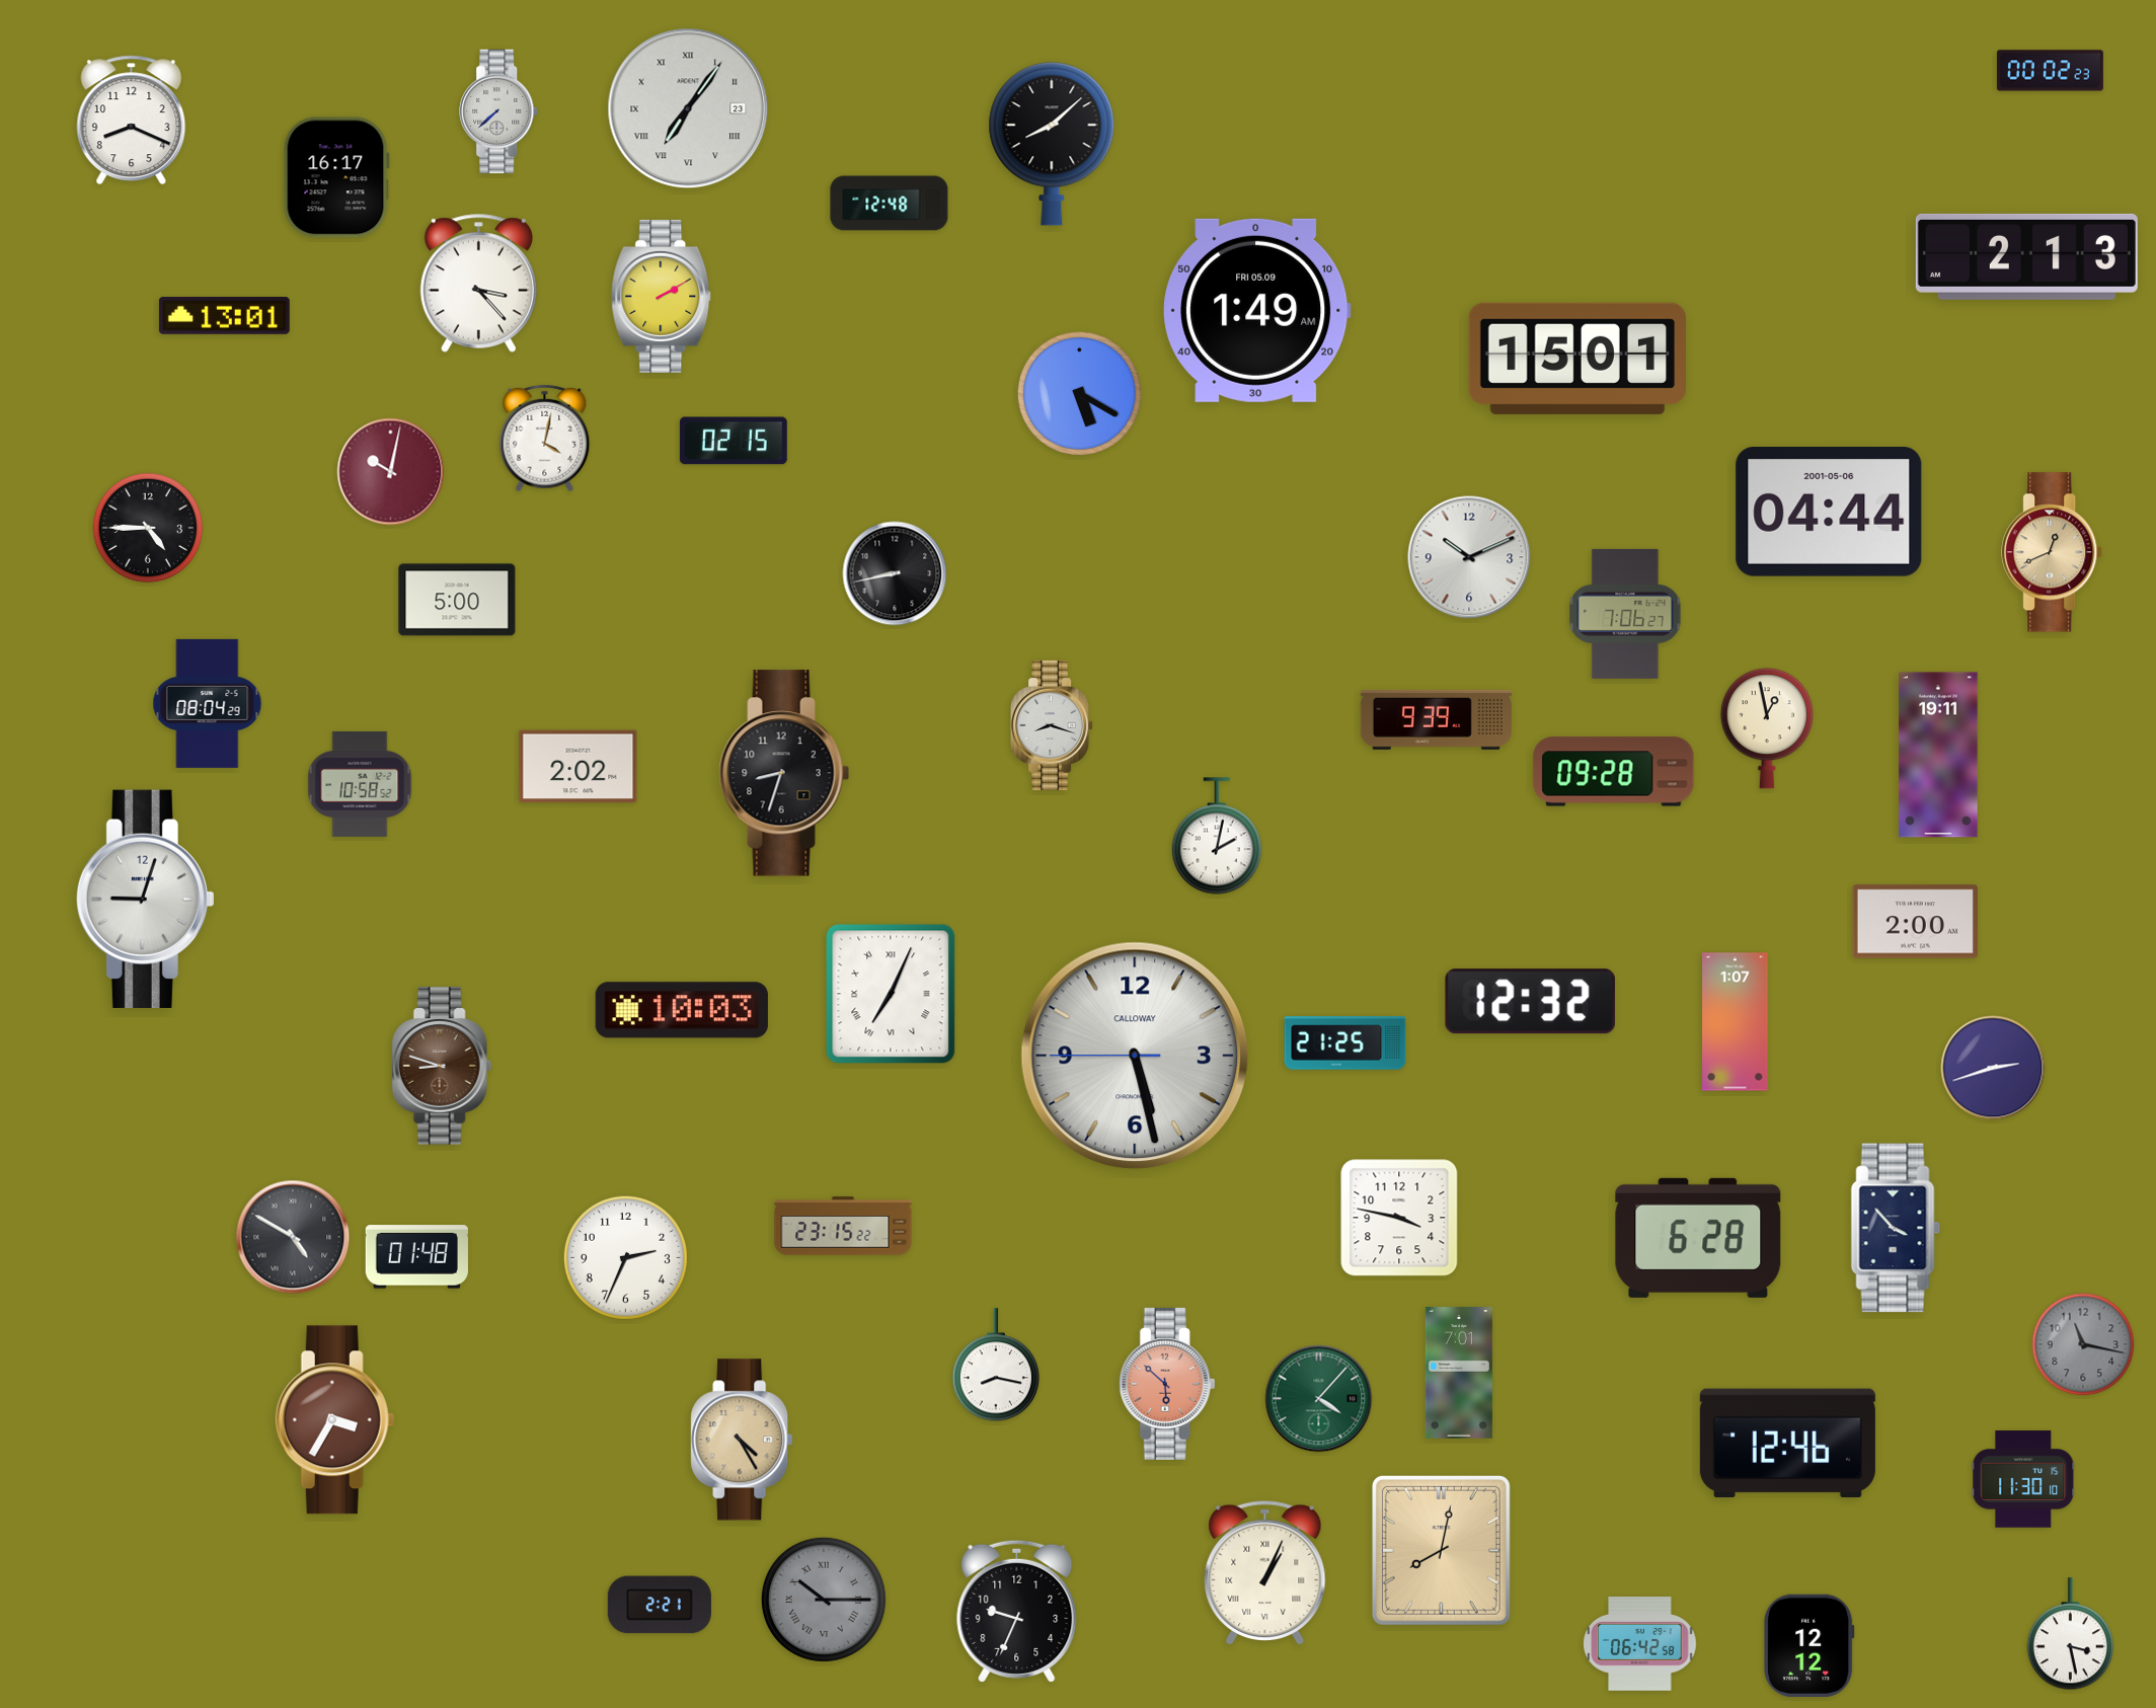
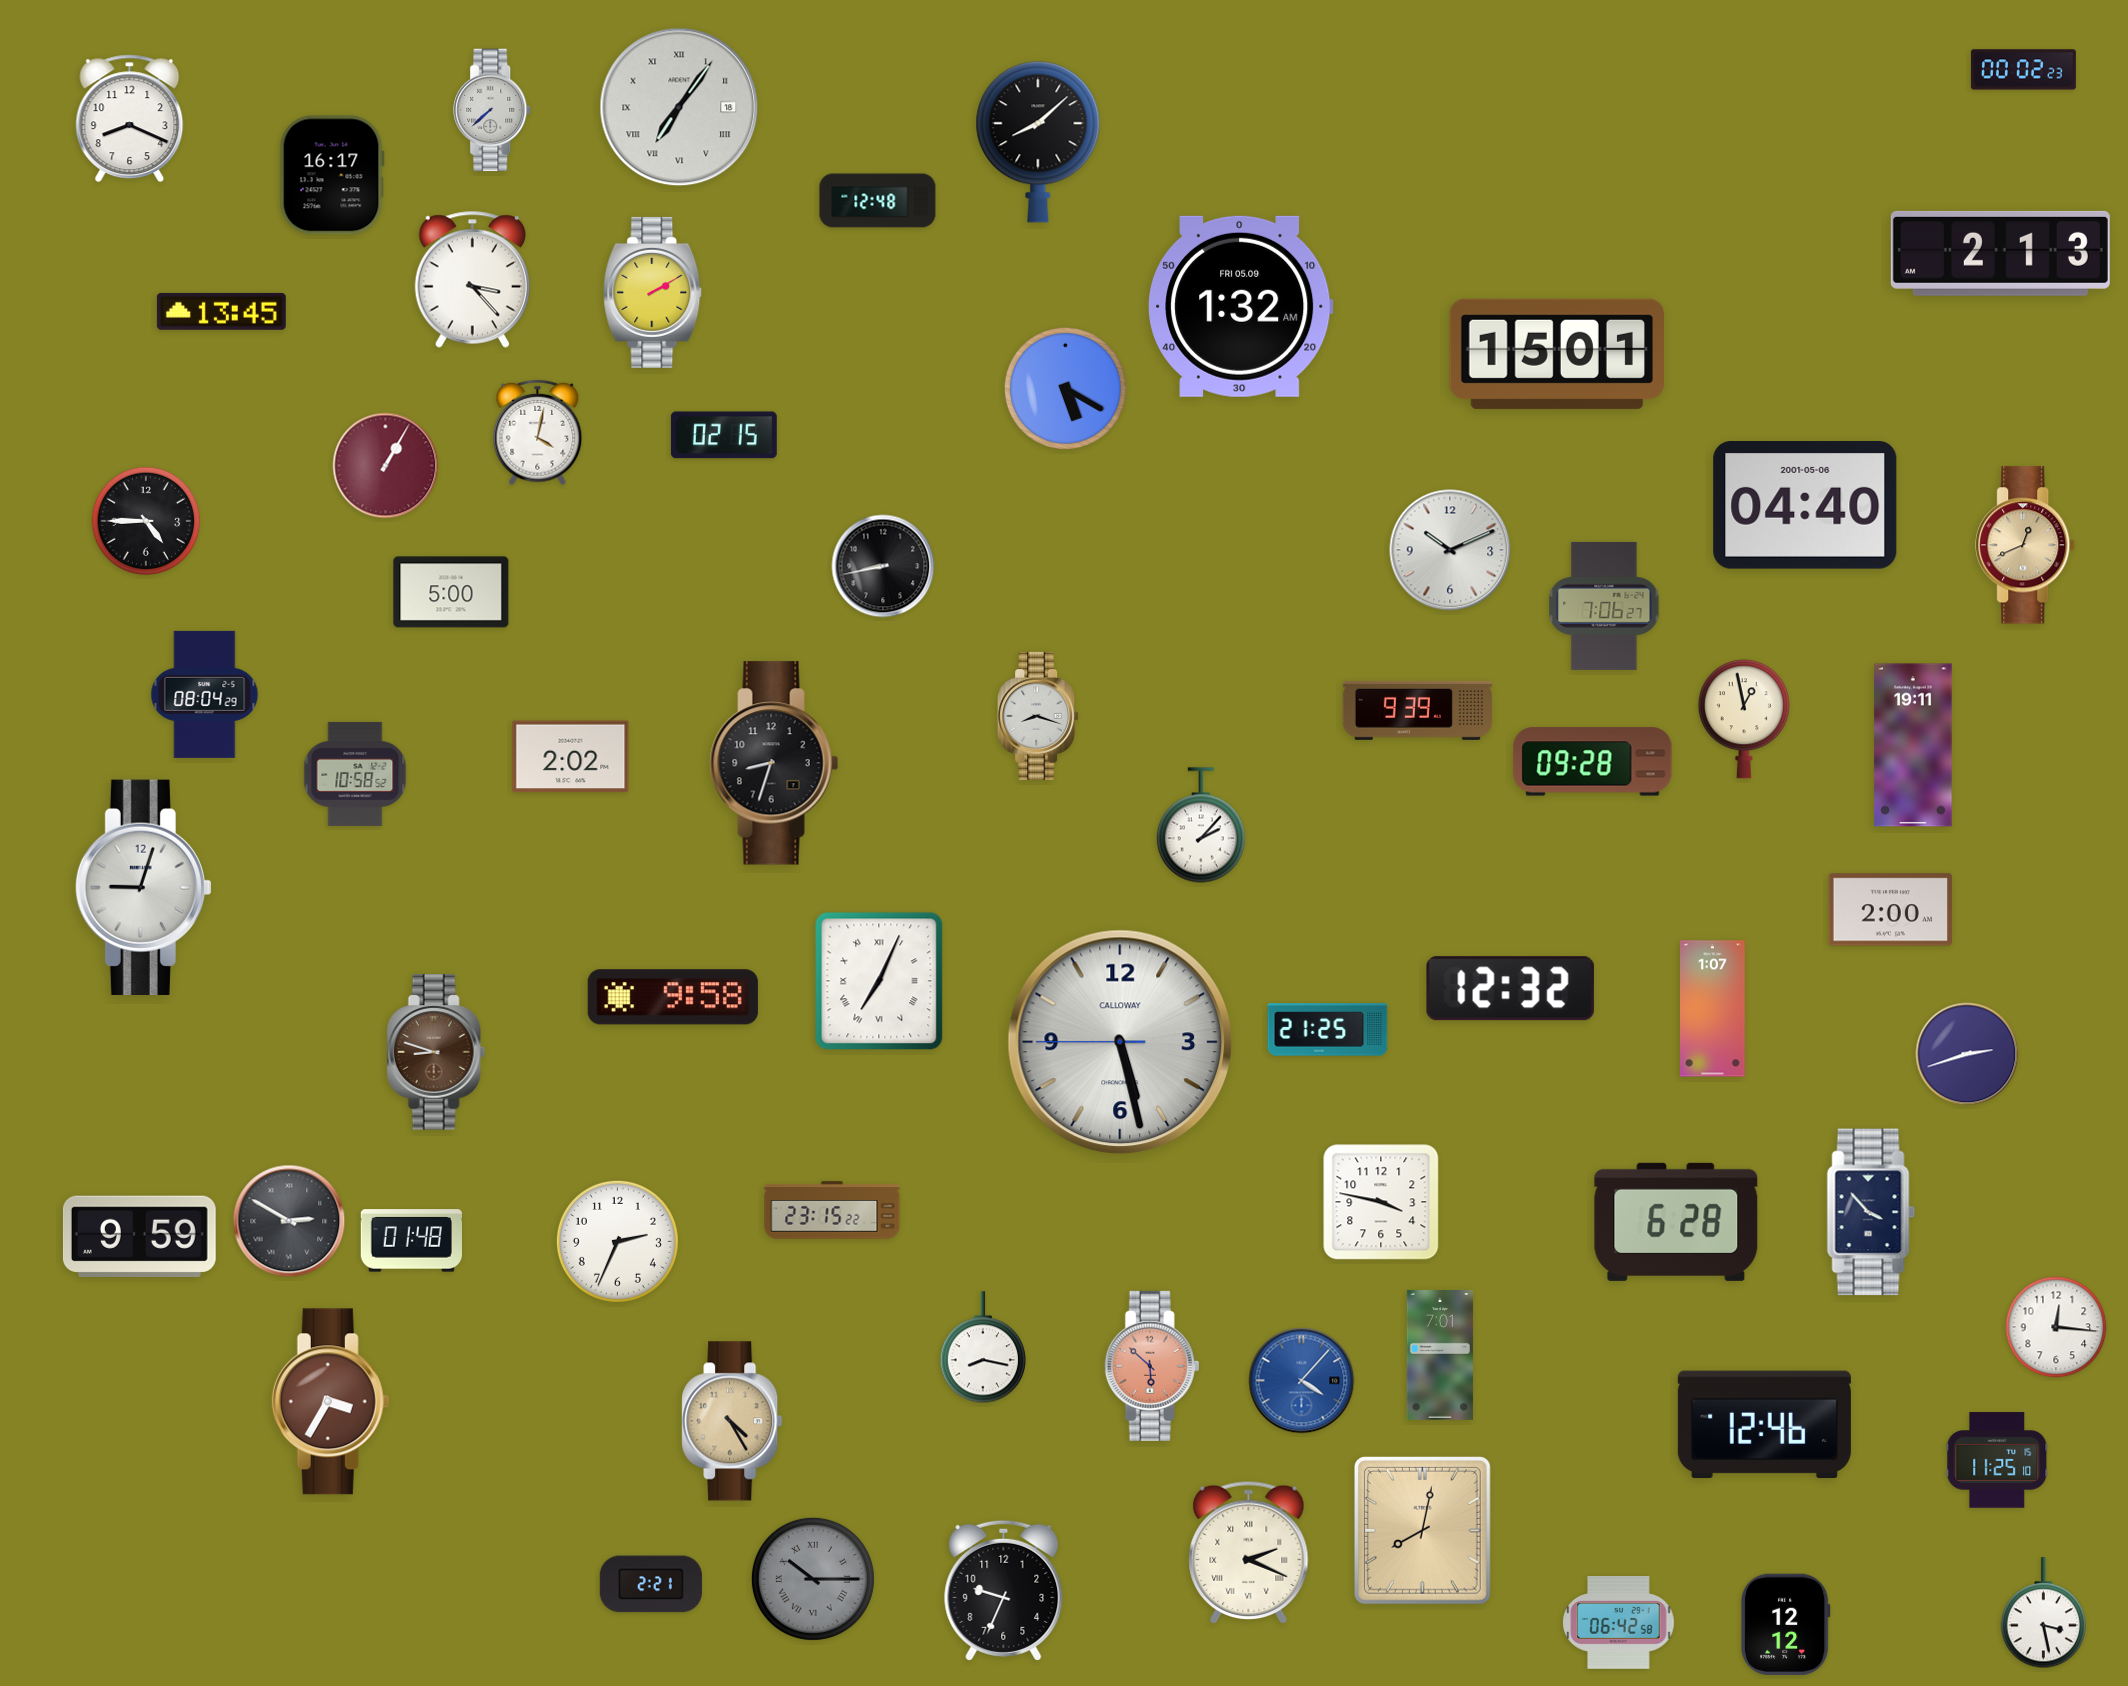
clock at (688, 108) date: 23 -> 18
clock at (1257, 310): 1:49 -> 1:32
clock at (224, 315): 13:01 -> 13:45
clock at (391, 472): 10:02 -> 1:05
clock at (1829, 513): 04:44 -> 04:40
clock at (1217, 836): 2:02 -> 2:07
clock at (682, 1010): 10:03 -> 9:58
clock at (293, 1237): 4:50 -> 2:50
clock at (139, 1236): none -> 9:59
clock at (2083, 1344): 11:17 -> 12:16
clock at (2083, 1344) dial: grey -> white
clock at (1319, 1399) dial: green -> blue
clock at (2023, 1479): 11:30 -> 11:25
clock at (1265, 1572): 1:04 -> 2:19
